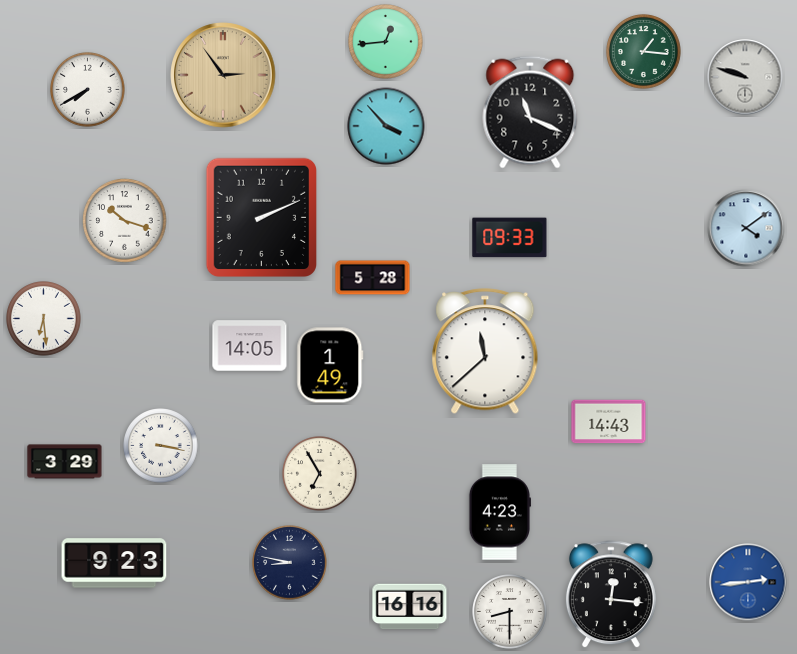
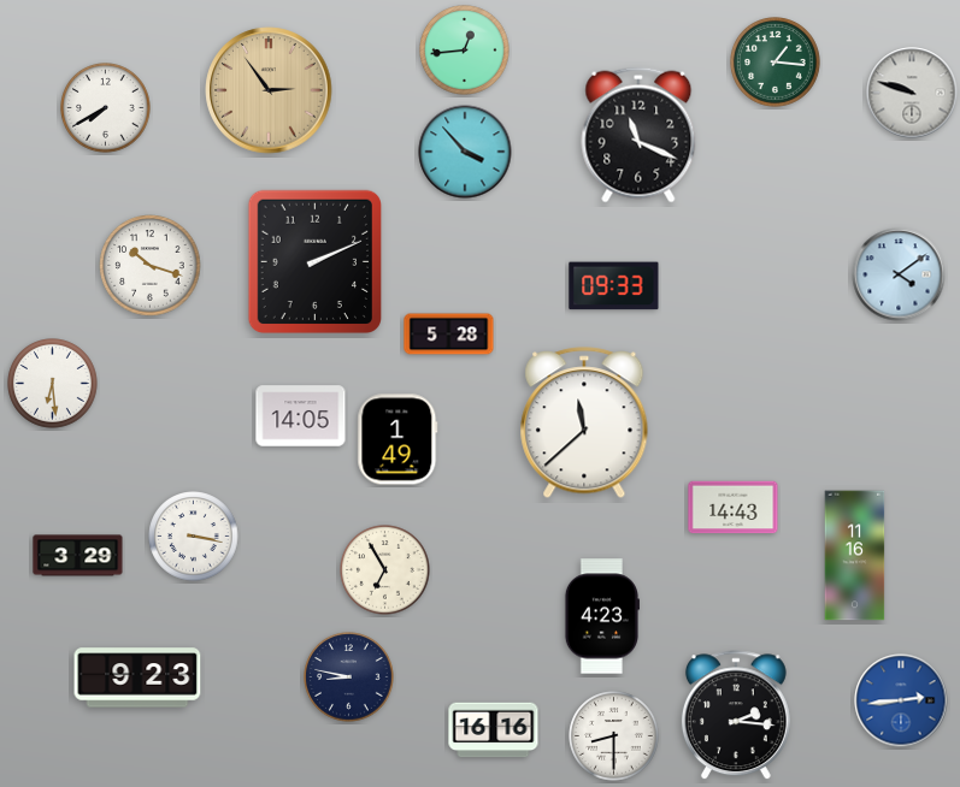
clock at (745, 77) position: (745, 77) -> (912, 93)
clock at (855, 556): none -> 11:16
clock at (611, 595): 12:16 -> 2:16
